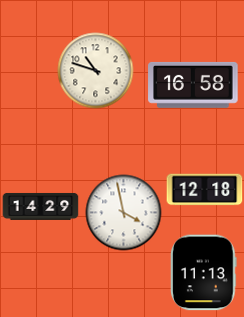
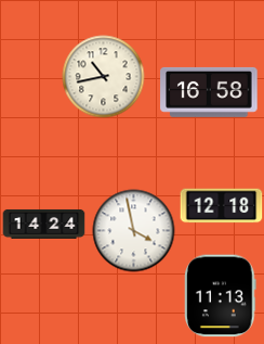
clock at (96, 71): 10:48 -> 10:43
clock at (41, 206): 14:29 -> 14:24
